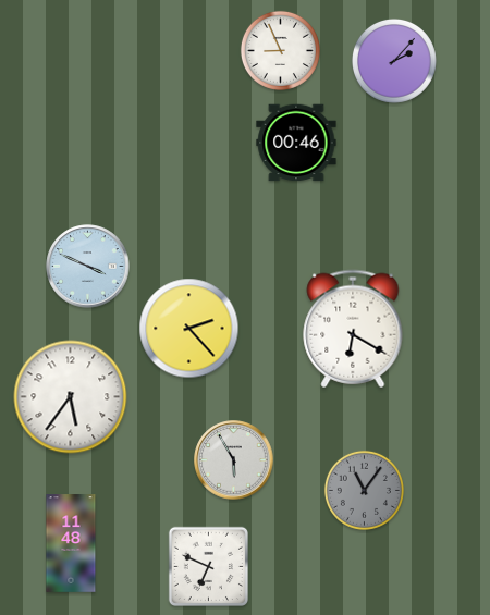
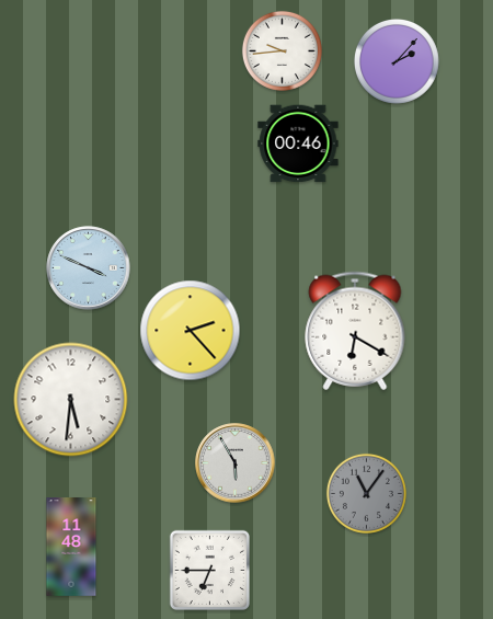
clock at (280, 50): 8:56 -> 9:44
clock at (71, 397): 5:36 -> 5:31
clock at (208, 566): 6:49 -> 6:45
